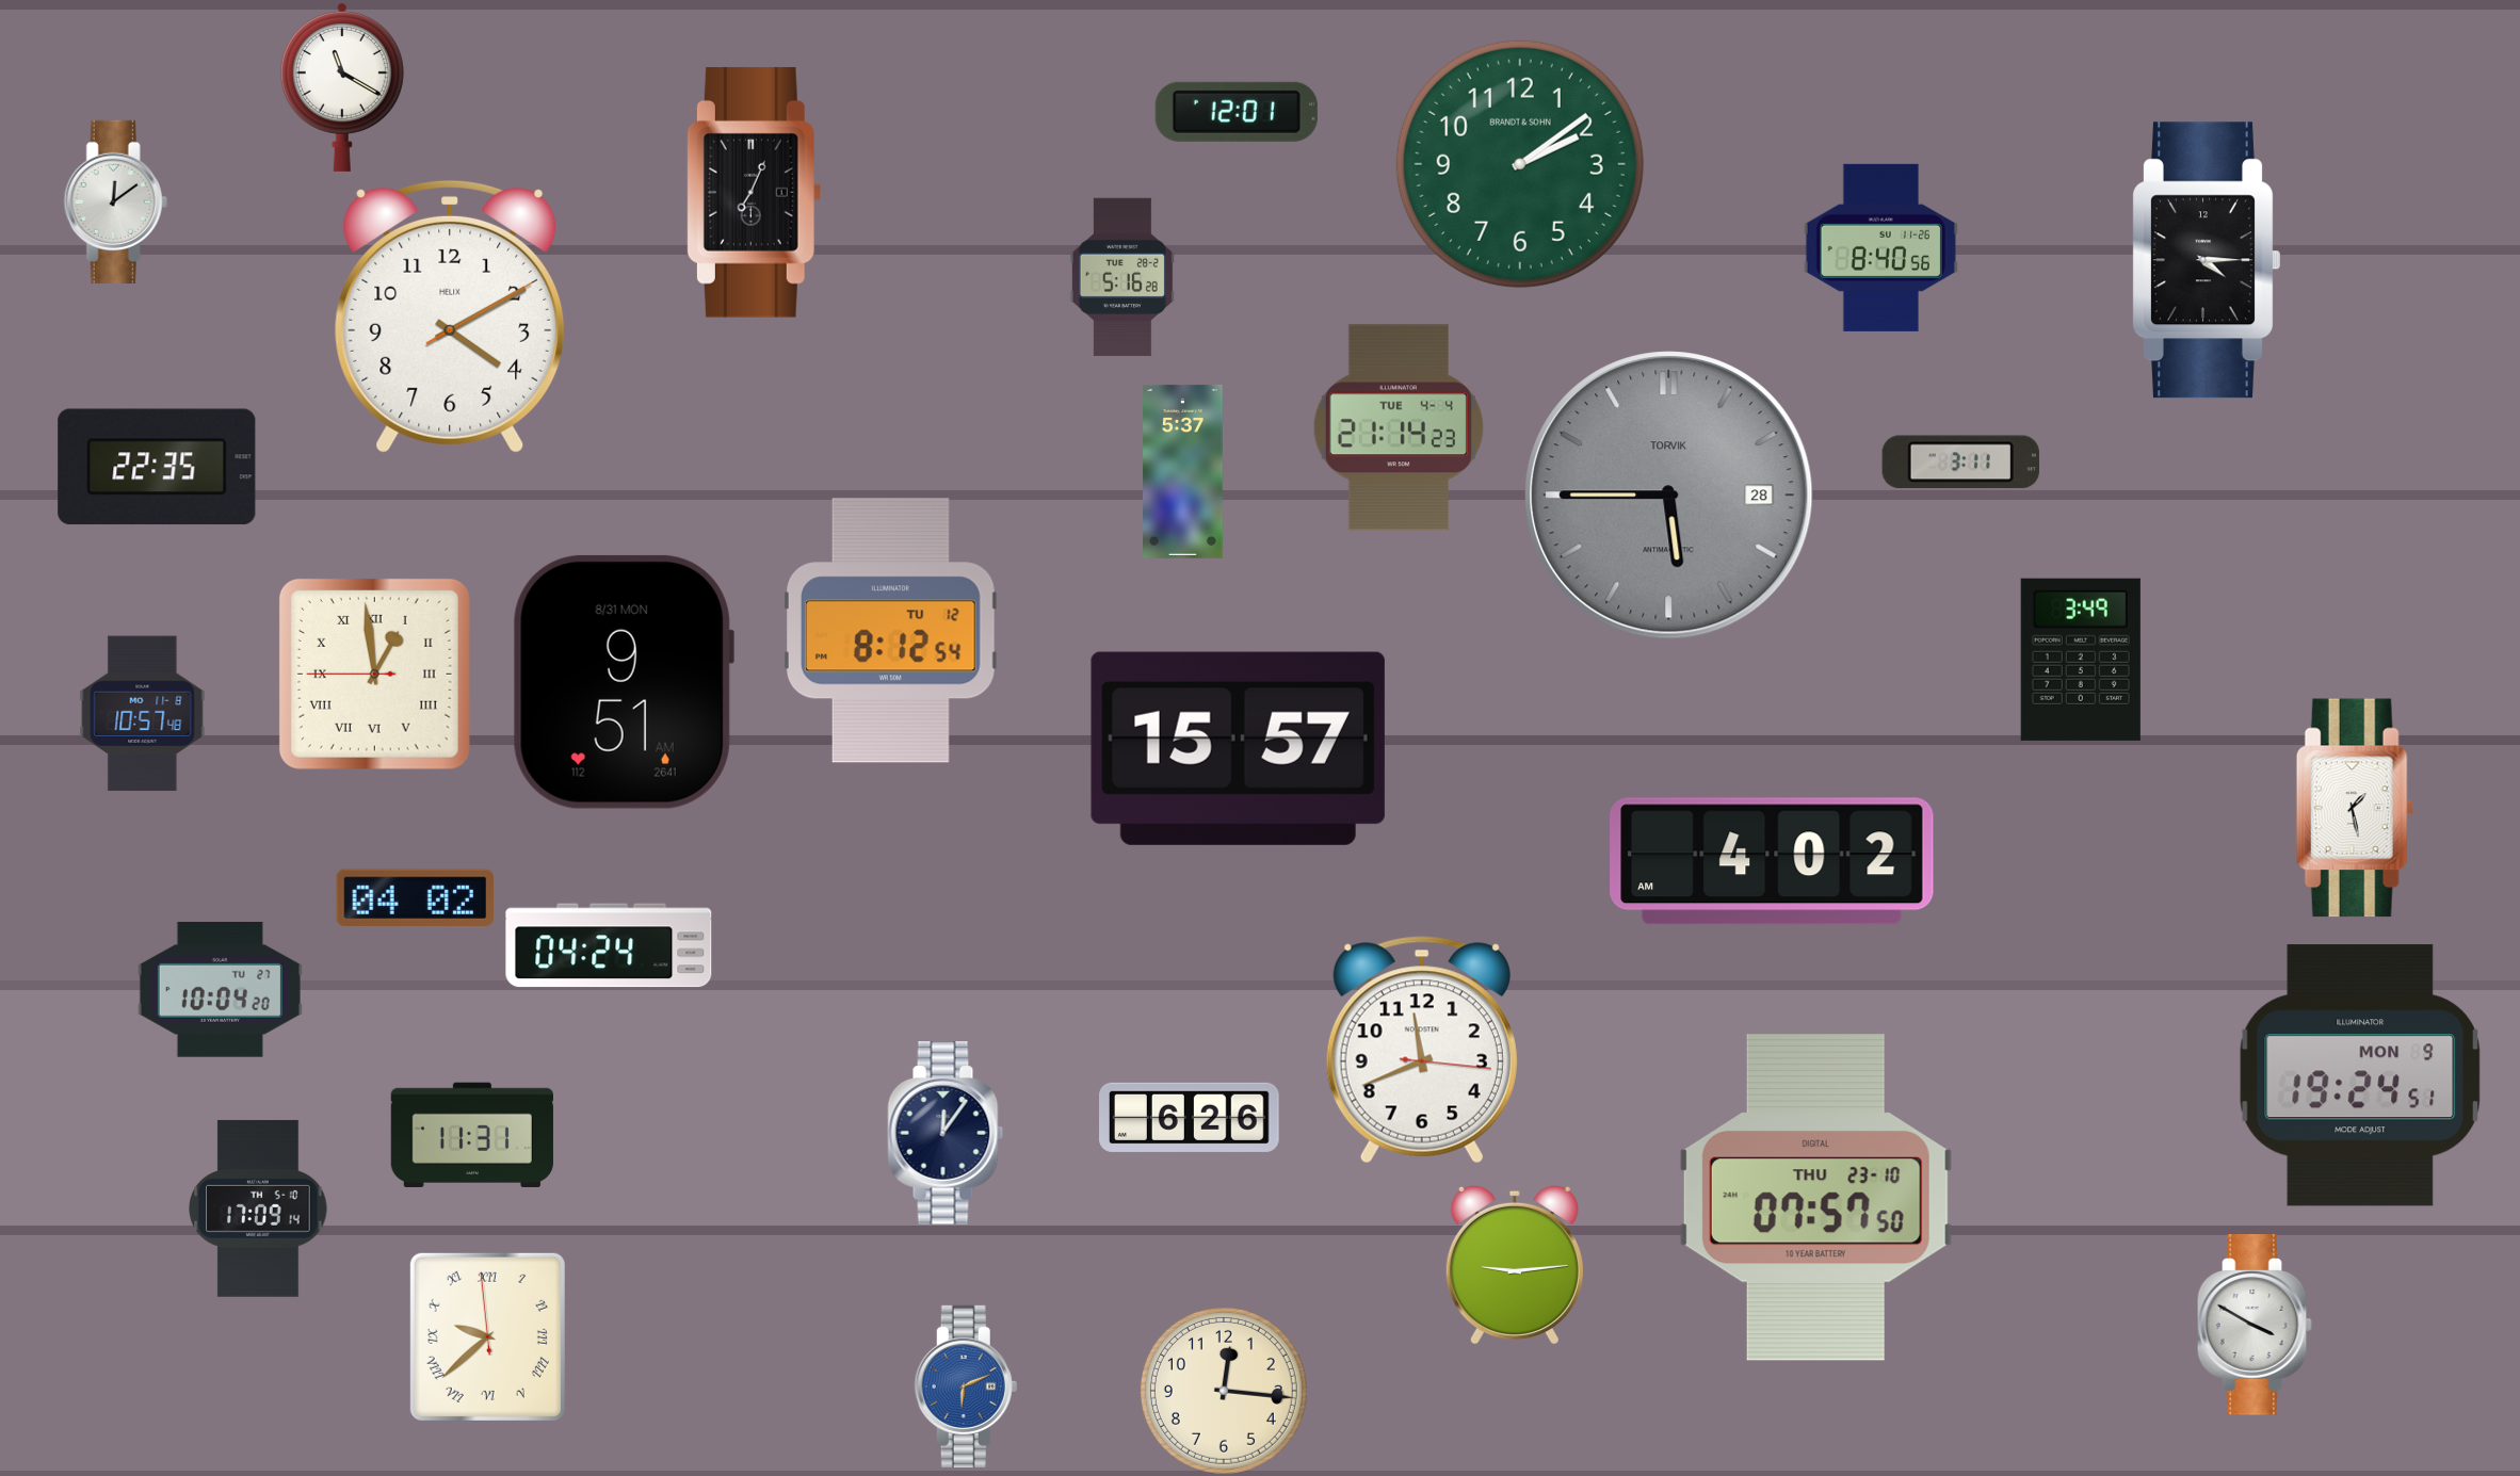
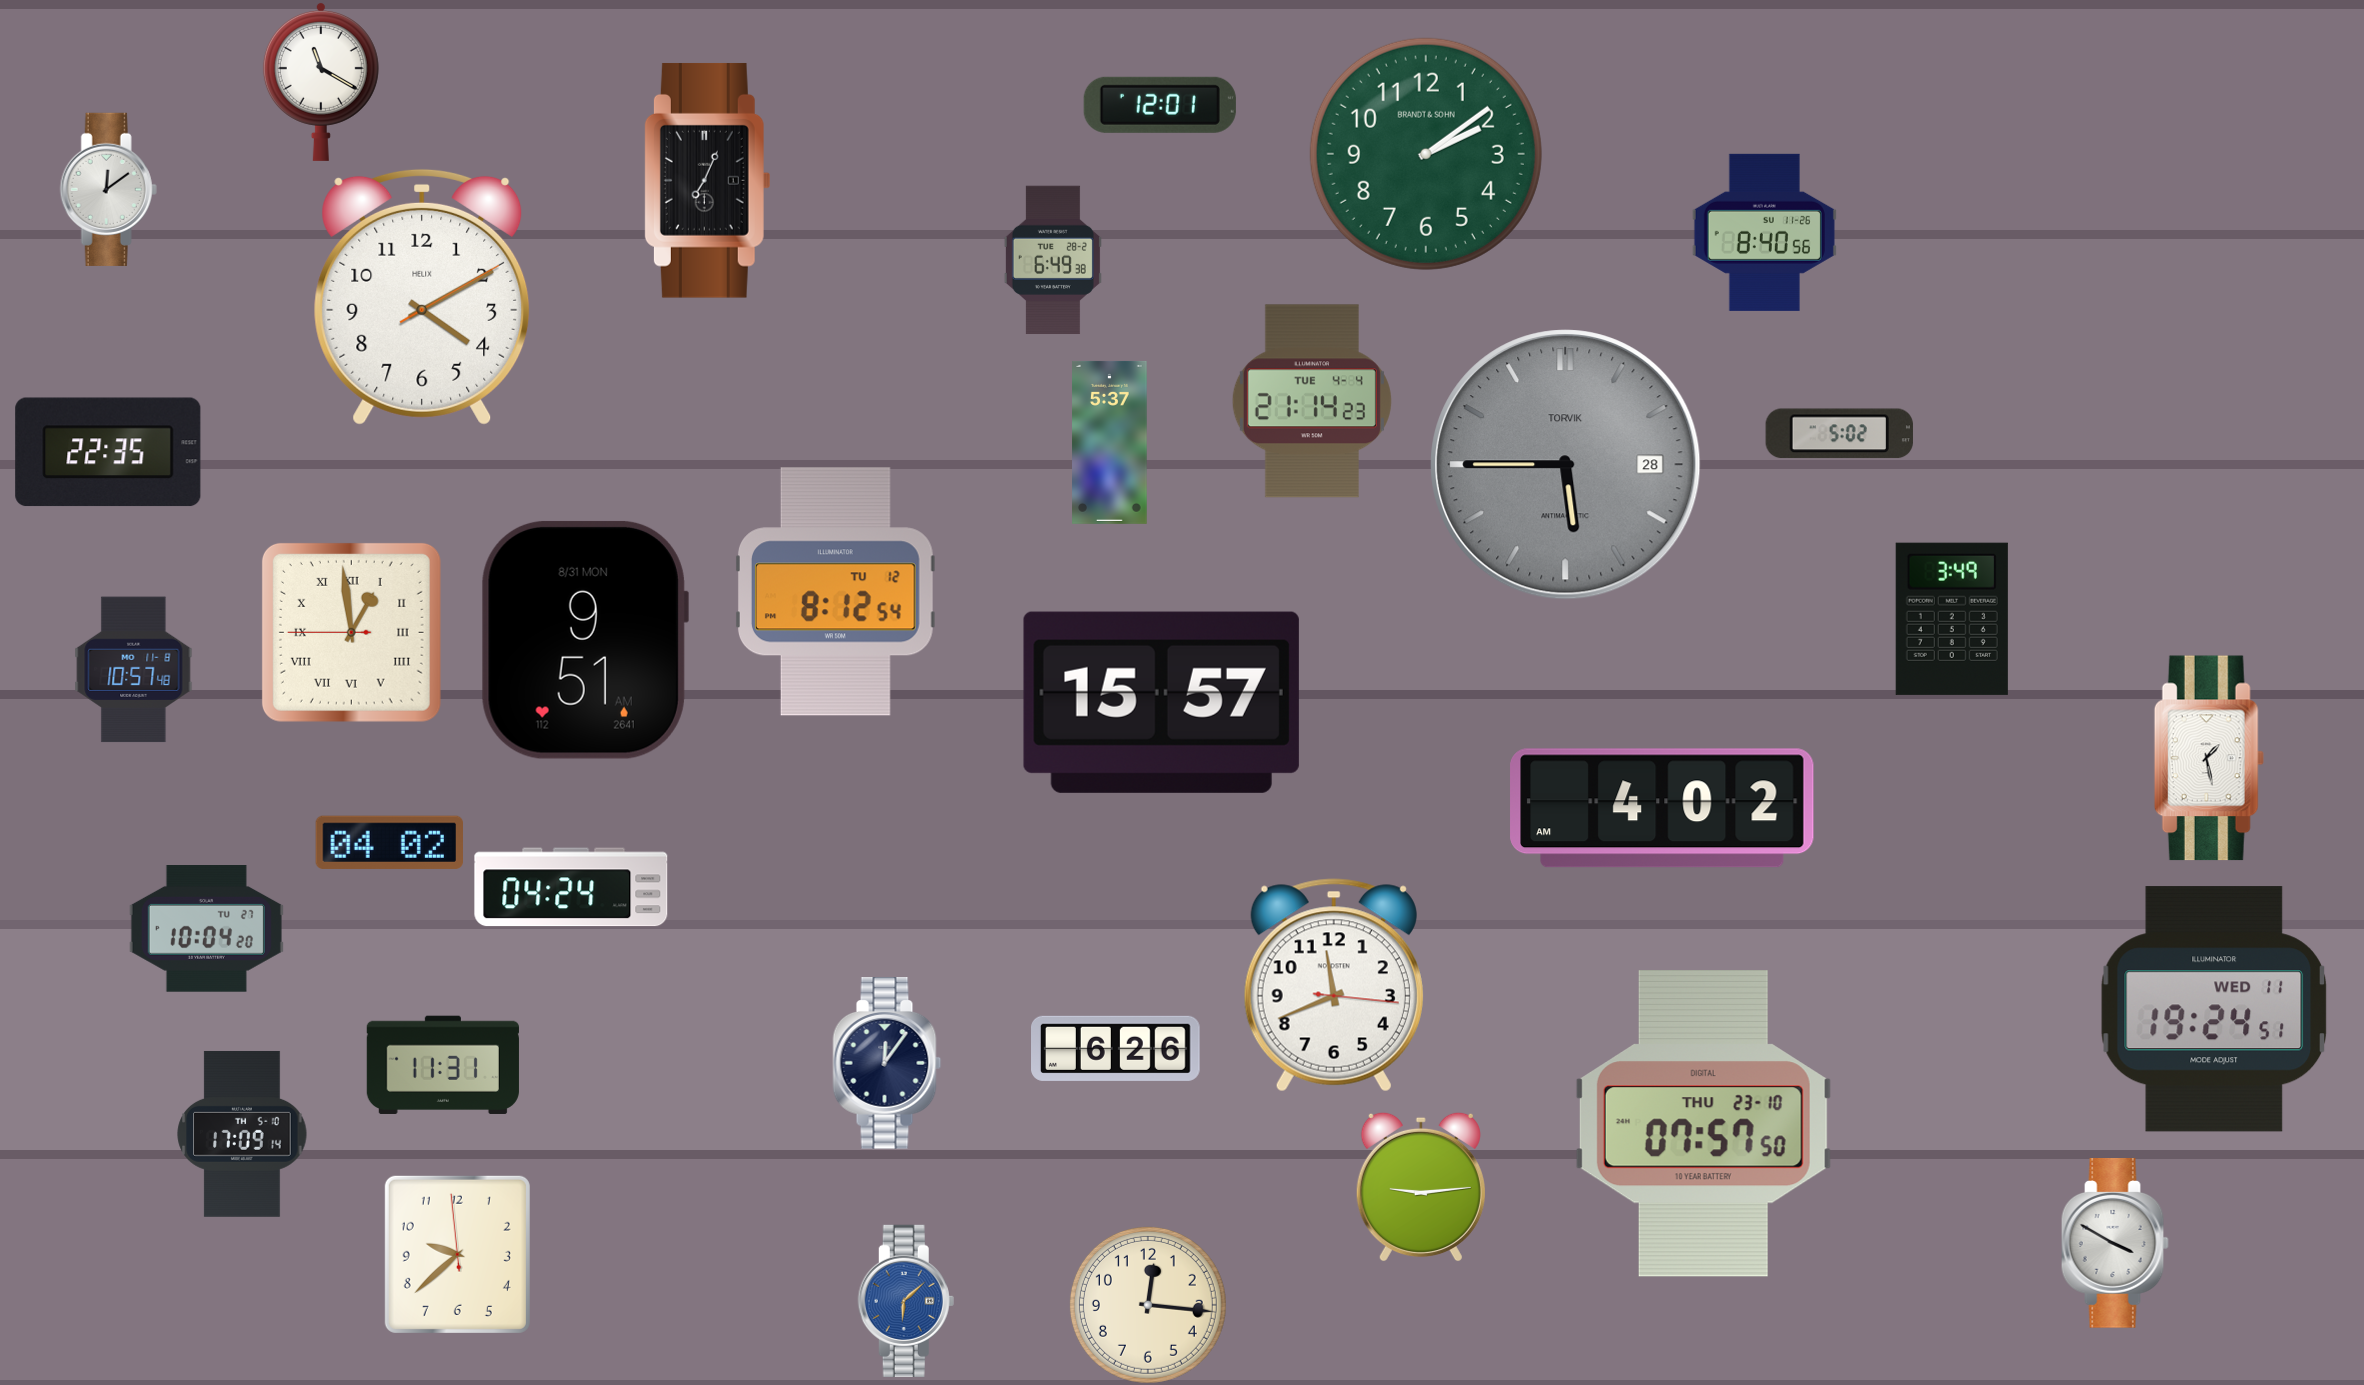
clock at (2207, 260): 4:15 -> none
clock at (1122, 277): 5:16 -> 6:49
clock at (1960, 463): 3:11 -> 5:02
clock at (157, 467) position: (157, 467) -> (108, 452)
clock at (2360, 1075) date: MON 9 -> WED 11
clock at (487, 1336) numerals: Roman -> Arabic
clock at (966, 1386): 6:11 -> 6:08
